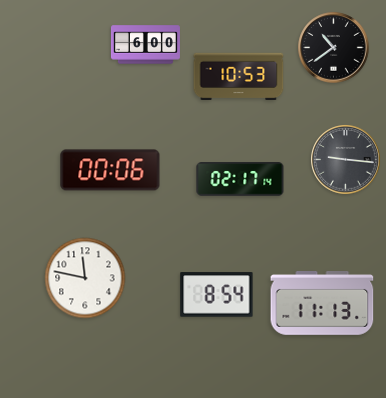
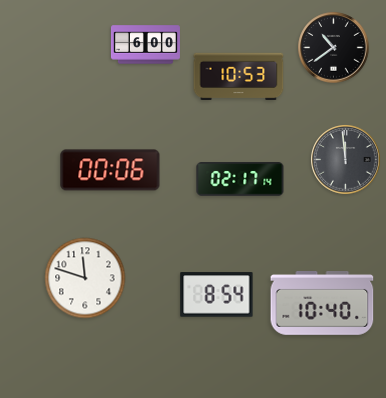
clock at (346, 160): 9:16 -> 11:59
clock at (85, 278): 11:47 -> 11:48
clock at (322, 304): 11:13 -> 10:40
